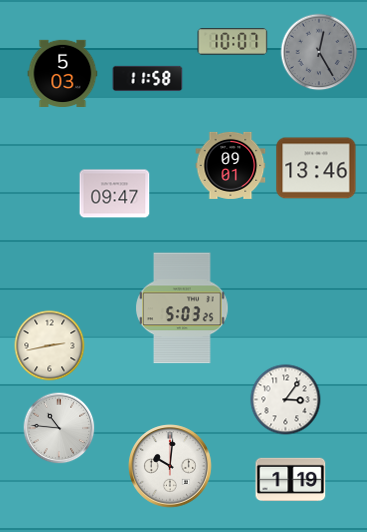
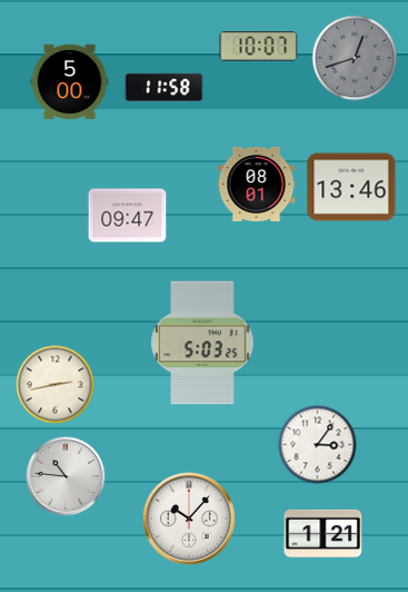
clock at (319, 52): 12:25 -> 12:42
clock at (63, 73): 5:03 -> 5:00
clock at (231, 165): 09:01 -> 08:01
clock at (170, 466): 10:01 -> 10:07
clock at (291, 479): 1:19 -> 1:21
